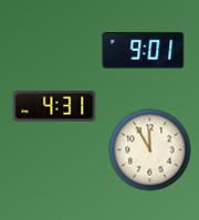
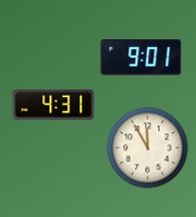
clock at (144, 51) position: (144, 51) -> (142, 58)
